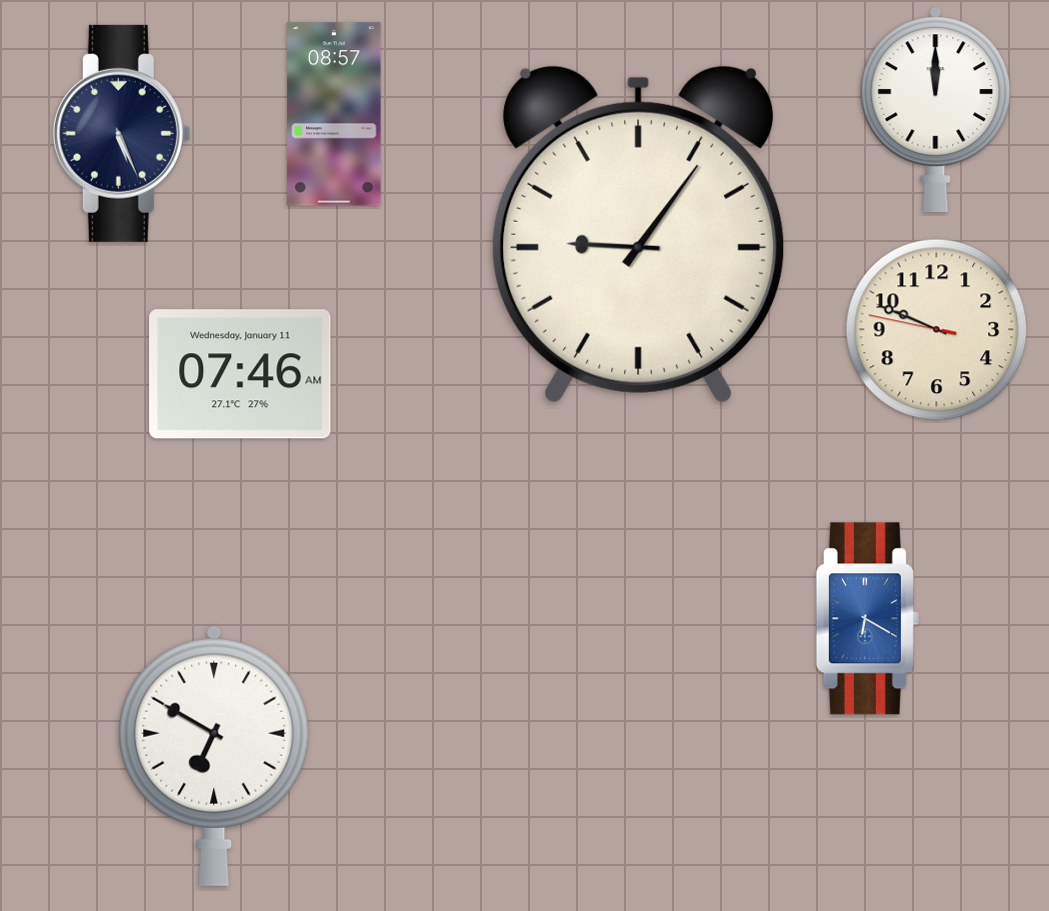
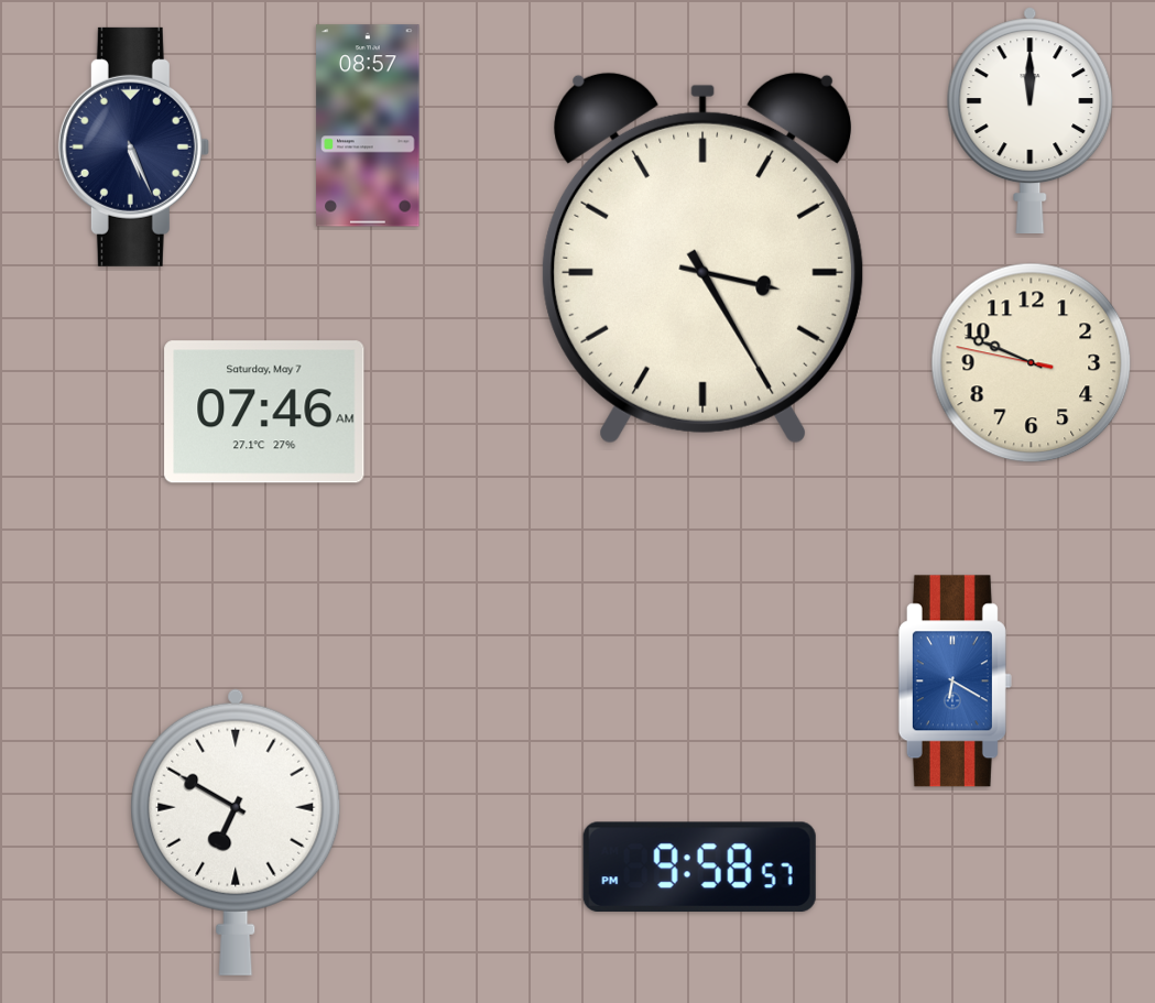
clock at (639, 234): 9:06 -> 3:25
clock at (240, 374) date: Wednesday, January 11 -> Saturday, May 7
clock at (699, 866): none -> 9:58
